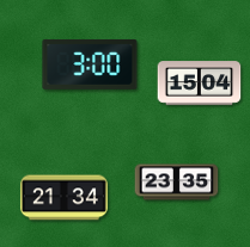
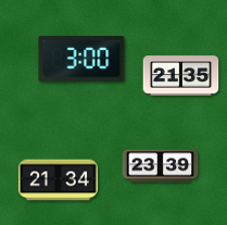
clock at (200, 84): 15:04 -> 21:35
clock at (177, 183): 23:35 -> 23:39
